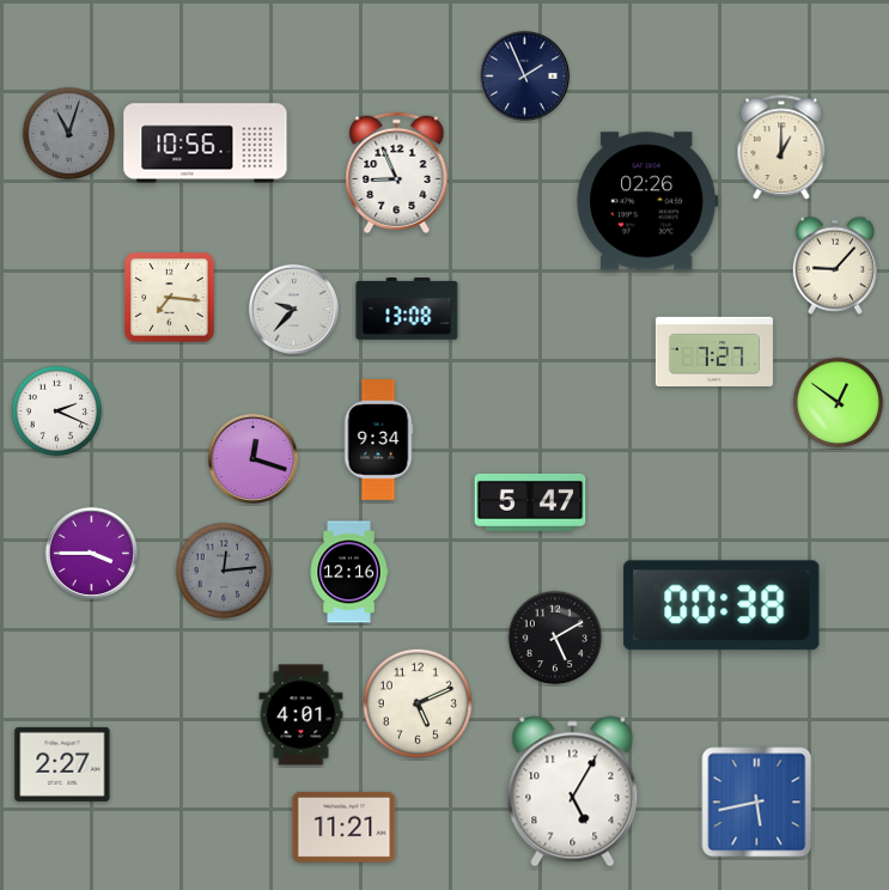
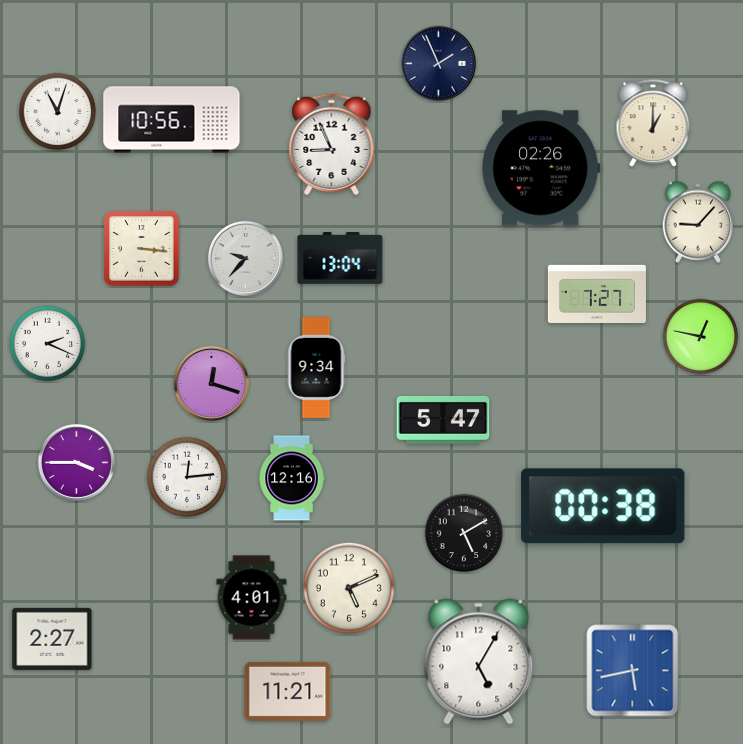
clock at (69, 134) dial: grey -> white
clock at (170, 298): 7:16 -> 3:16
clock at (407, 309): 13:08 -> 13:04
clock at (839, 403): 12:51 -> 12:47
clock at (224, 571) dial: grey -> white
